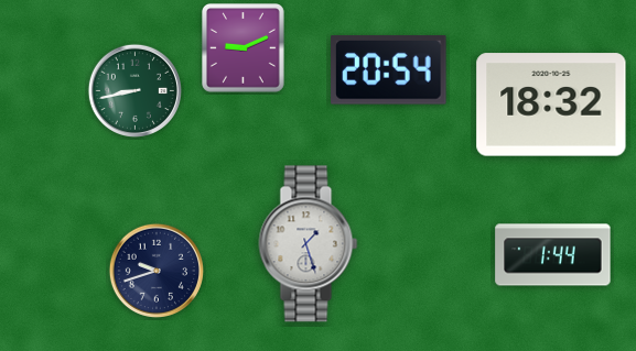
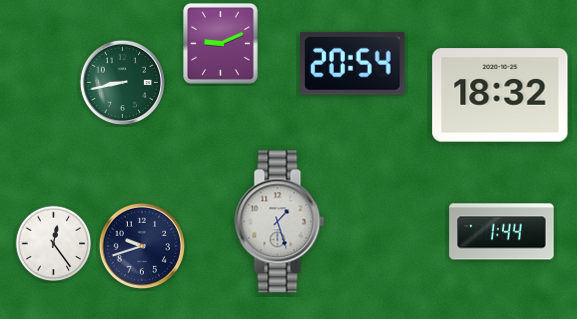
clock at (54, 244): none -> 12:24
